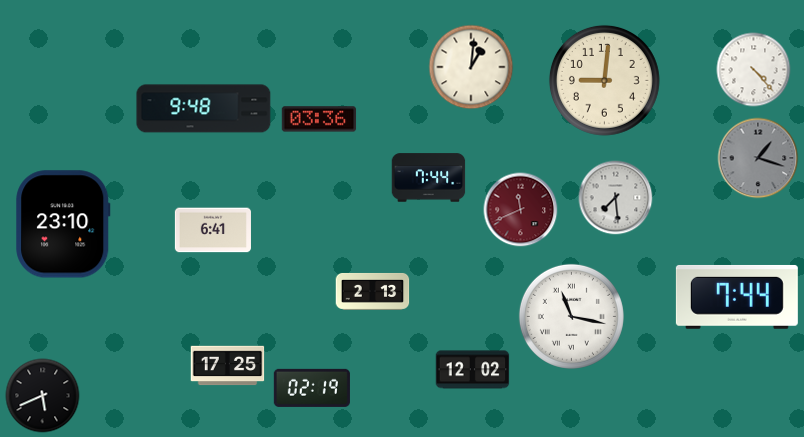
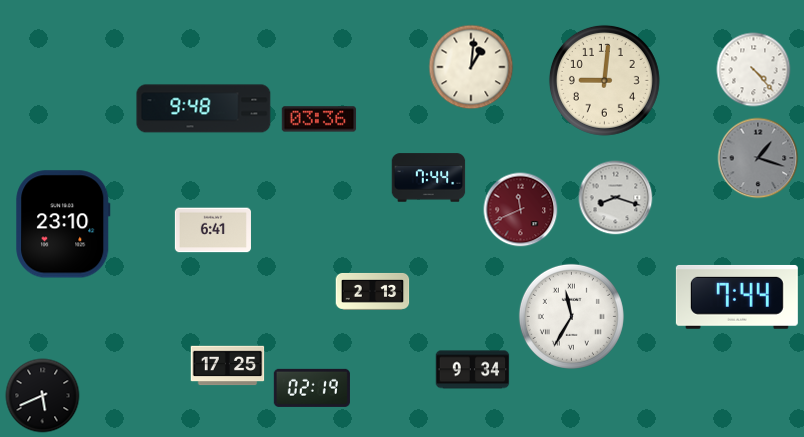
clock at (616, 198): 7:29 -> 8:18
clock at (571, 316): 11:17 -> 11:35
clock at (473, 370): 12:02 -> 9:34
